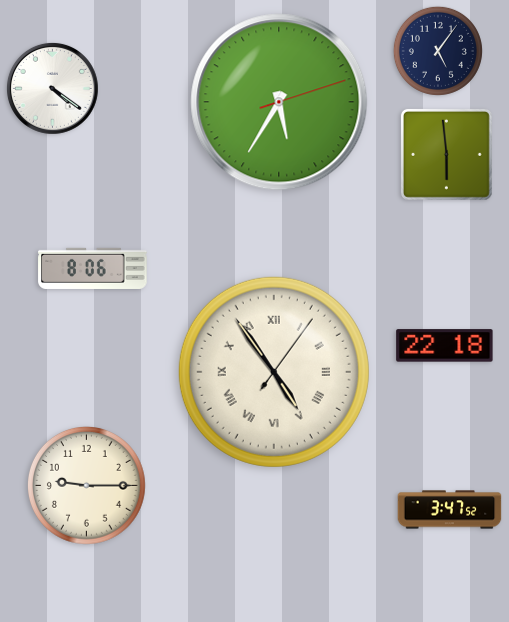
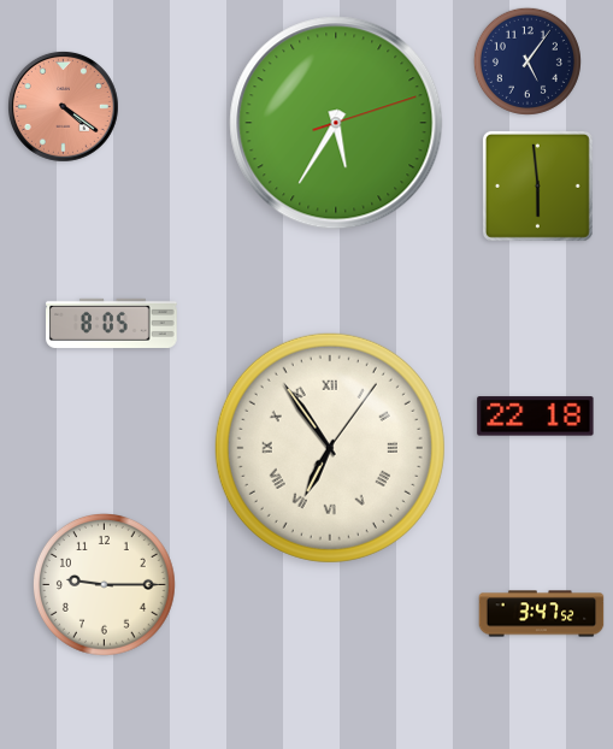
clock at (52, 88) dial: white -> salmon
clock at (93, 268): 8:06 -> 8:05
clock at (274, 372): 4:54 -> 6:54
